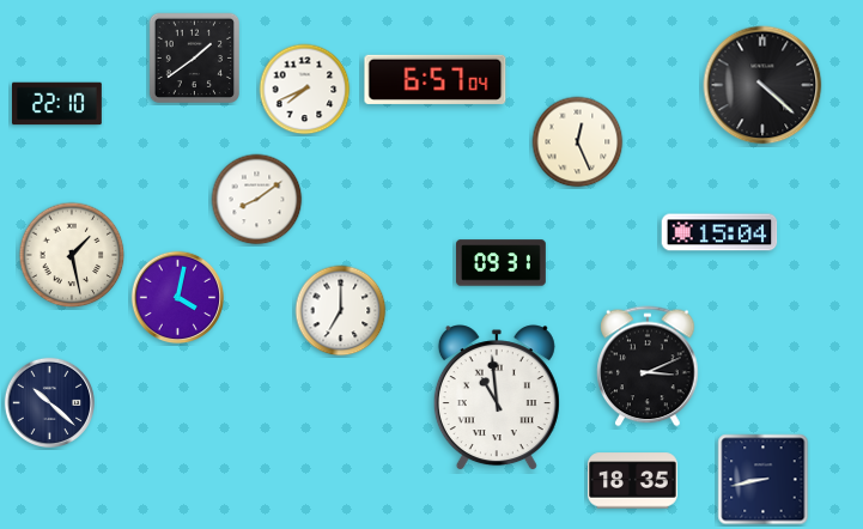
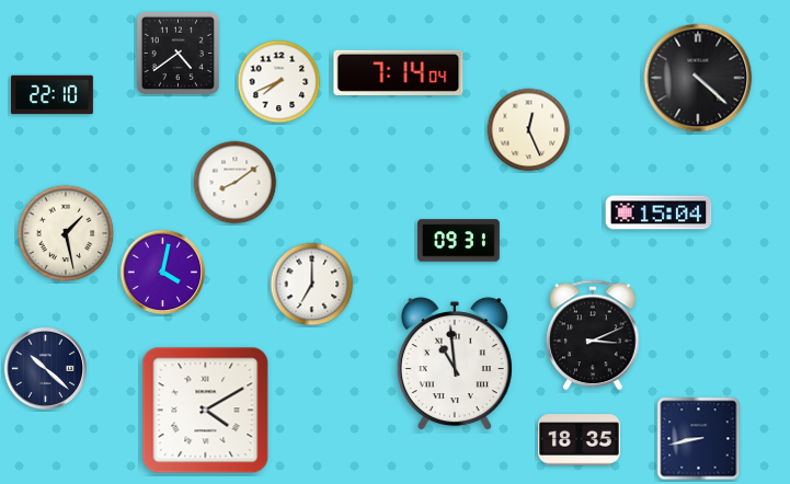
clock at (194, 57): 1:39 -> 4:39
clock at (436, 79): 6:57 -> 7:14
clock at (206, 411): none -> 4:10
